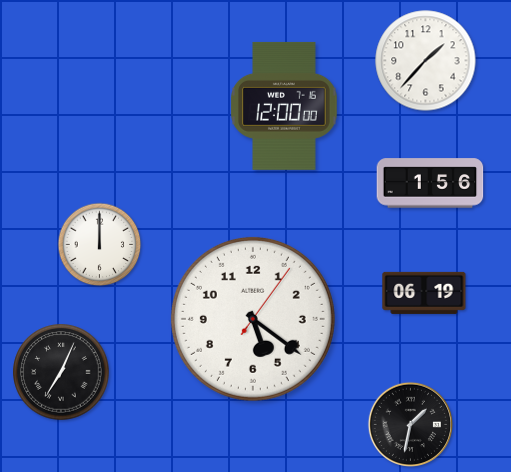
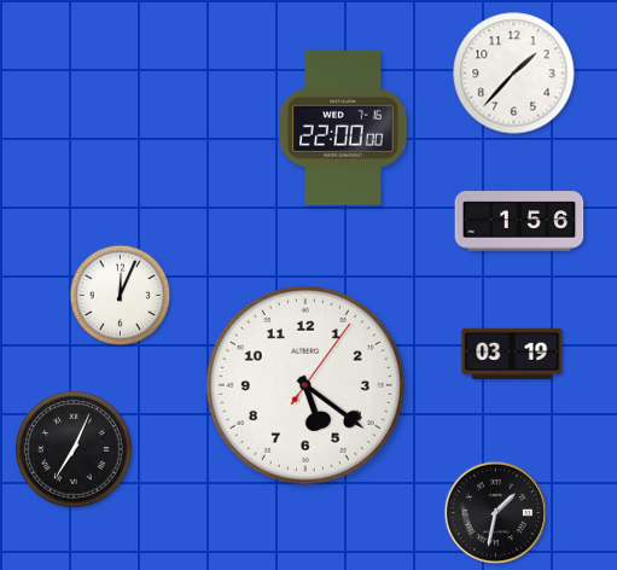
clock at (284, 106): 12:00 -> 22:00
clock at (100, 245): 12:00 -> 12:04
clock at (424, 293): 06:19 -> 03:19
